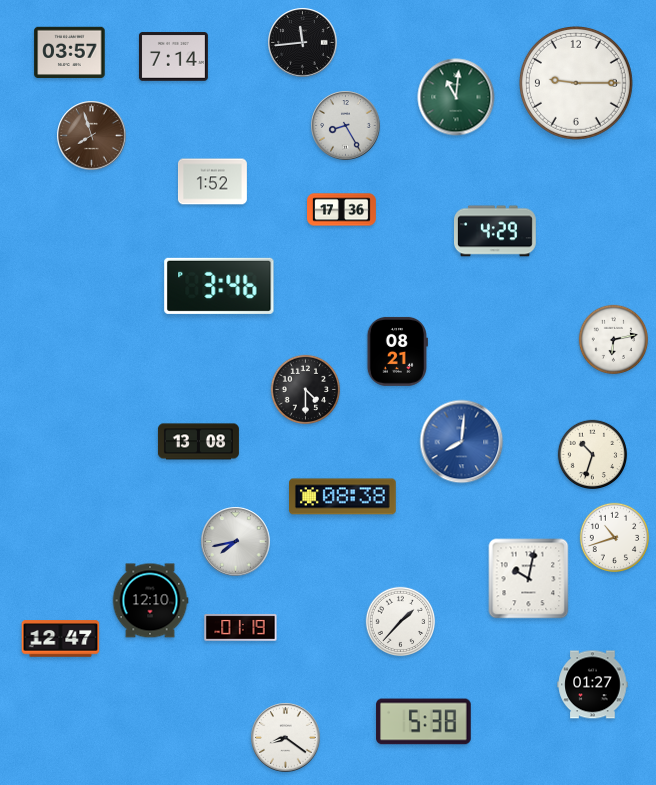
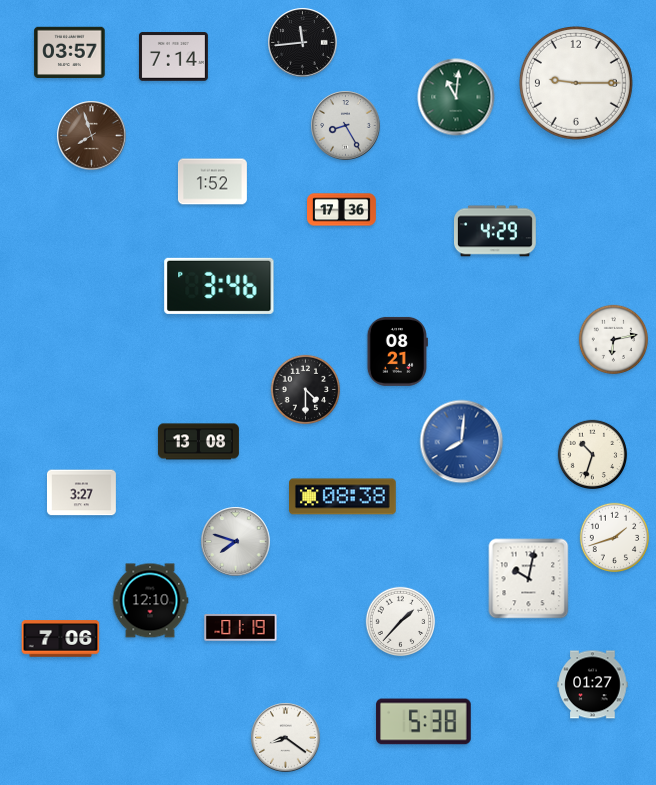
clock at (81, 493): none -> 3:27
clock at (615, 538): 10:42 -> 1:42
clock at (236, 542): 7:43 -> 7:48
clock at (61, 639): 12:47 -> 7:06
